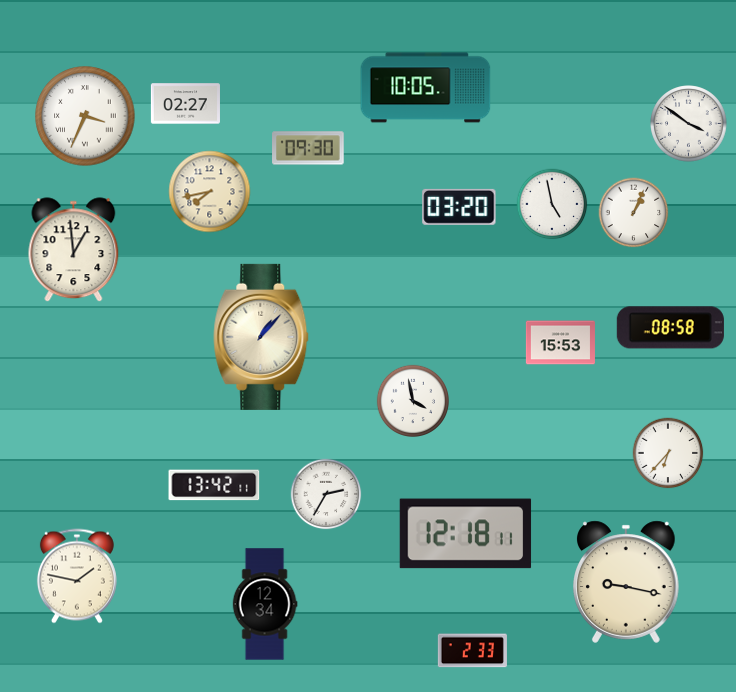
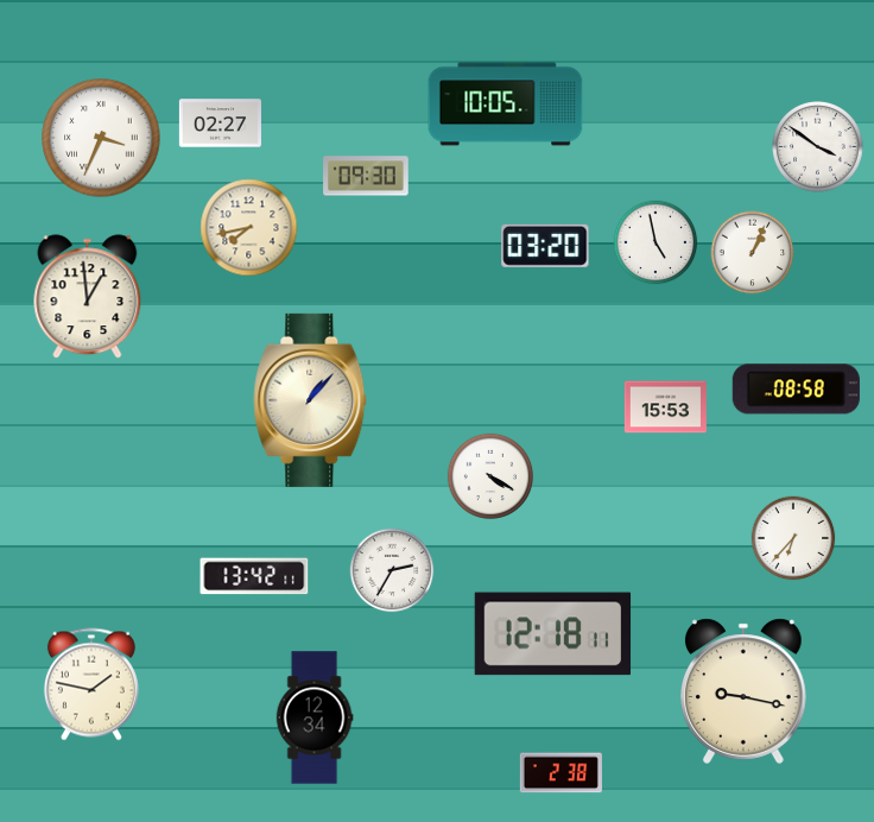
clock at (412, 400): 3:58 -> 4:20
clock at (326, 494) position: (326, 494) -> (392, 570)
clock at (472, 651): 2:33 -> 2:38
